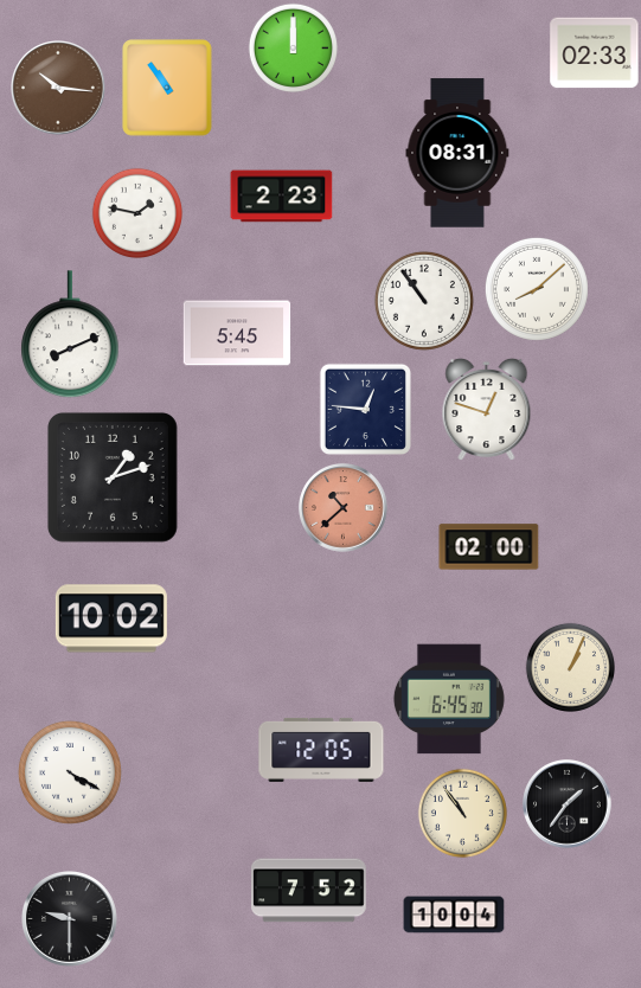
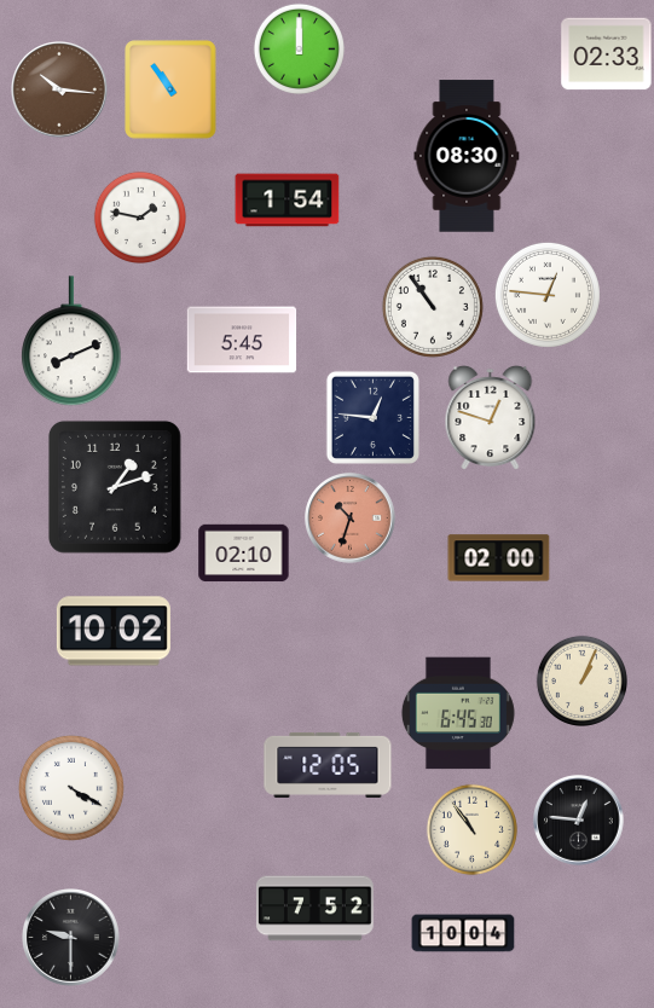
clock at (457, 153): 08:31 -> 08:30
clock at (282, 197): 2:23 -> 1:54
clock at (537, 289): 8:08 -> 12:46
clock at (487, 410) position: (487, 410) -> (491, 418)
clock at (344, 508): 10:38 -> 10:33
clock at (244, 554): none -> 02:10
clock at (568, 804): 1:36 -> 12:46
